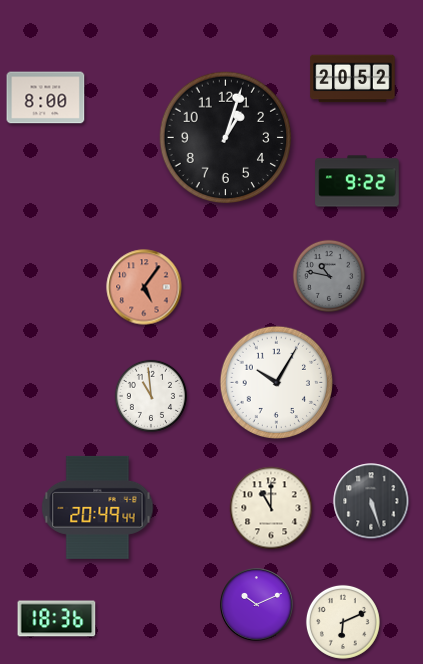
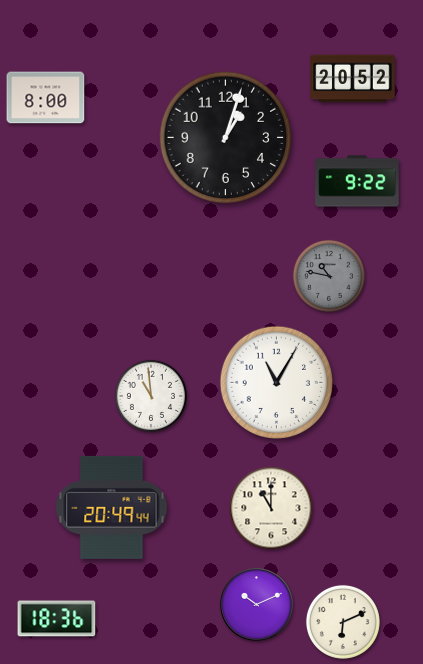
clock at (144, 287): 5:06 -> none
clock at (276, 382): 10:05 -> 11:05
clock at (371, 501): 5:27 -> none
clock at (98, 507) position: (98, 507) -> (112, 507)
